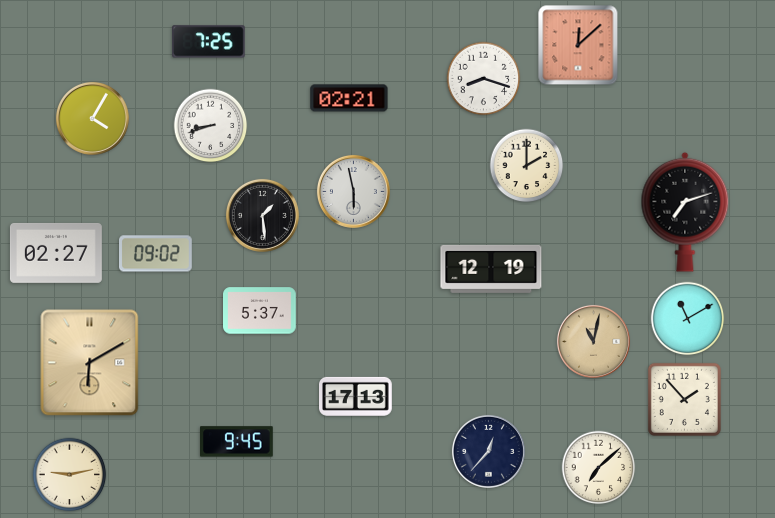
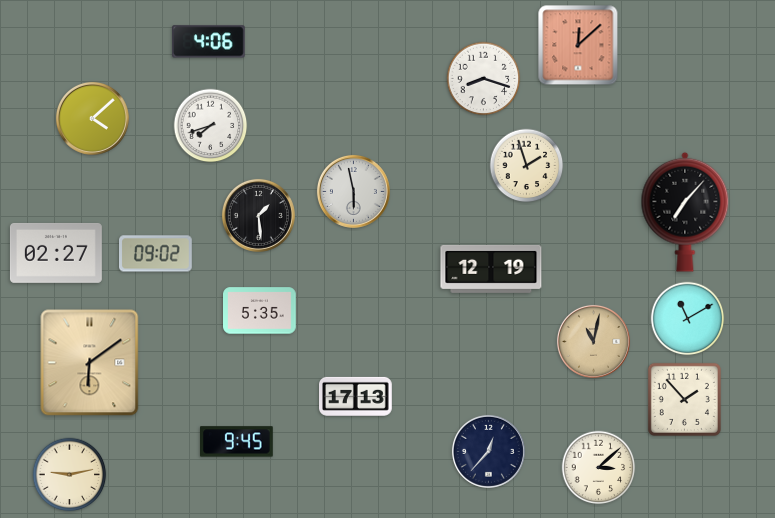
clock at (209, 42): 7:25 -> 4:06
clock at (349, 98): 02:21 -> none
clock at (92, 118): 4:05 -> 4:08
clock at (211, 126): 8:42 -> 7:42
clock at (527, 166): 2:00 -> 1:57
clock at (685, 212): 7:12 -> 7:07
clock at (262, 215) position: (262, 215) -> (258, 215)
clock at (260, 311): 5:37 -> 5:35
clock at (90, 363): 6:10 -> 6:09
clock at (599, 468): 7:08 -> 3:08
